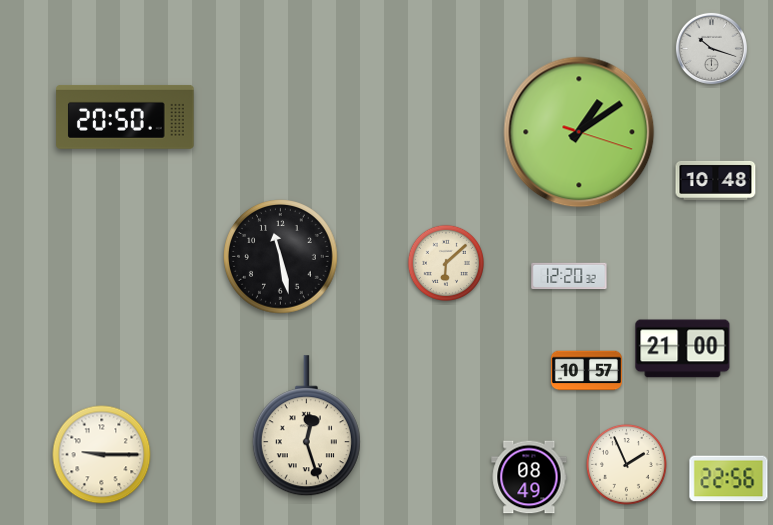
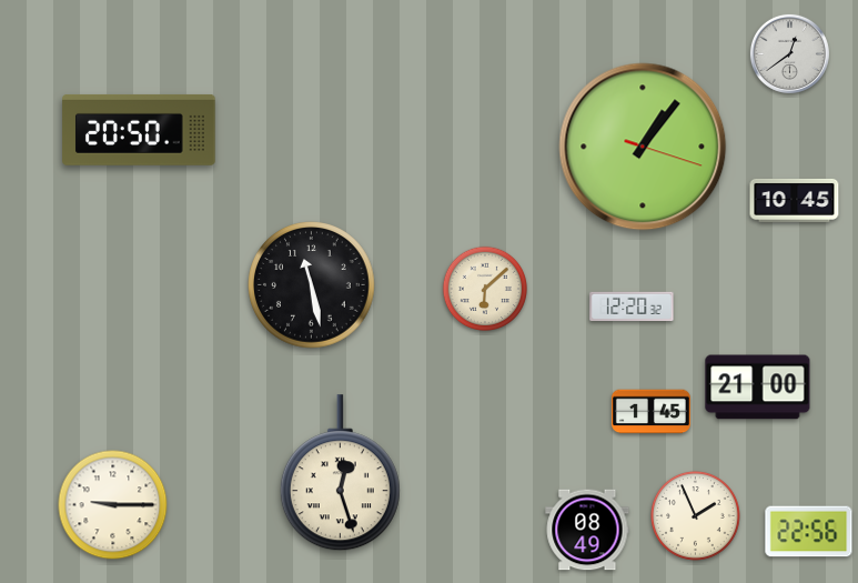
clock at (711, 48): 10:18 -> 12:39
clock at (579, 132): 1:09 -> 1:06
clock at (716, 180): 10:48 -> 10:45
clock at (445, 262) position: (445, 262) -> (484, 288)
clock at (586, 371): 10:57 -> 1:45
